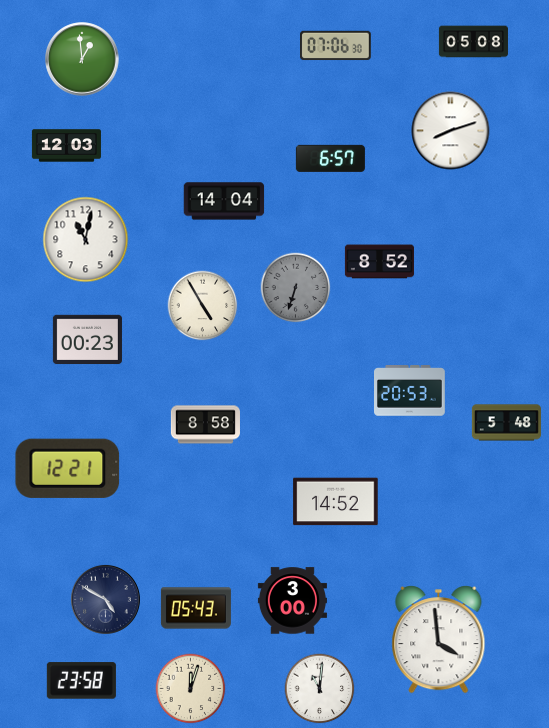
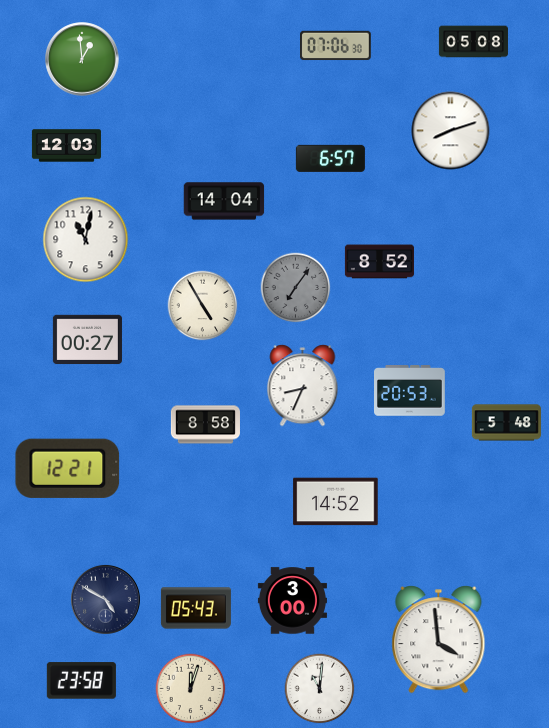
clock at (296, 288): 6:33 -> 7:06
clock at (87, 340): 00:23 -> 00:27
clock at (303, 386): none -> 8:34
